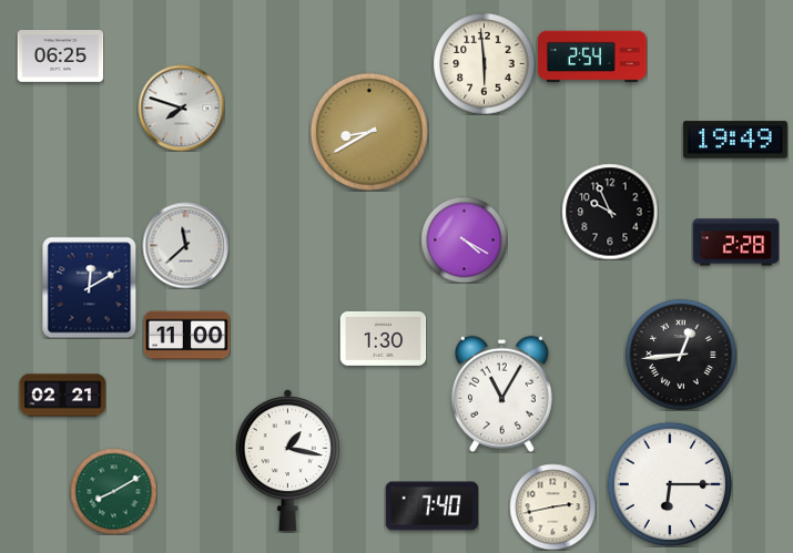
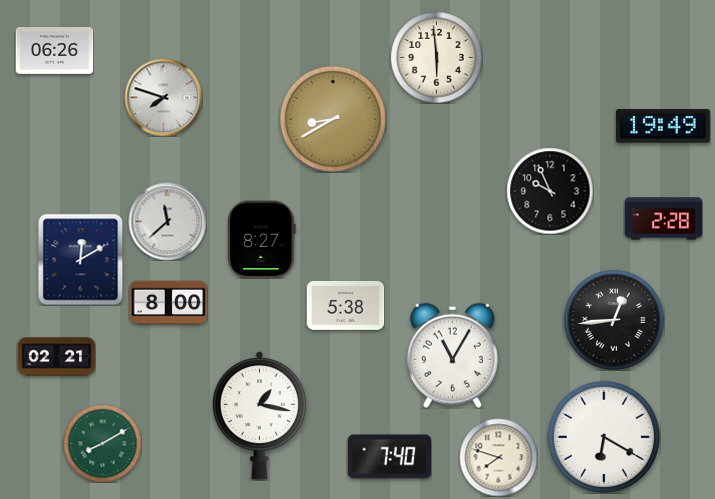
clock at (60, 57): 06:25 -> 06:26
clock at (592, 57): 2:54 -> none
clock at (464, 239): 4:20 -> none
clock at (262, 239): none -> 8:27
clock at (186, 336): 11:00 -> 8:00
clock at (383, 338): 1:30 -> 5:38
clock at (670, 484): 6:15 -> 6:20
clock at (552, 506): 2:43 -> 7:48
